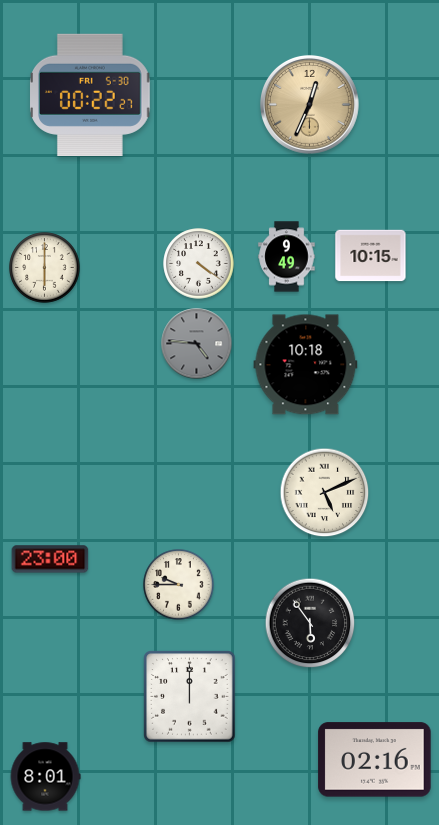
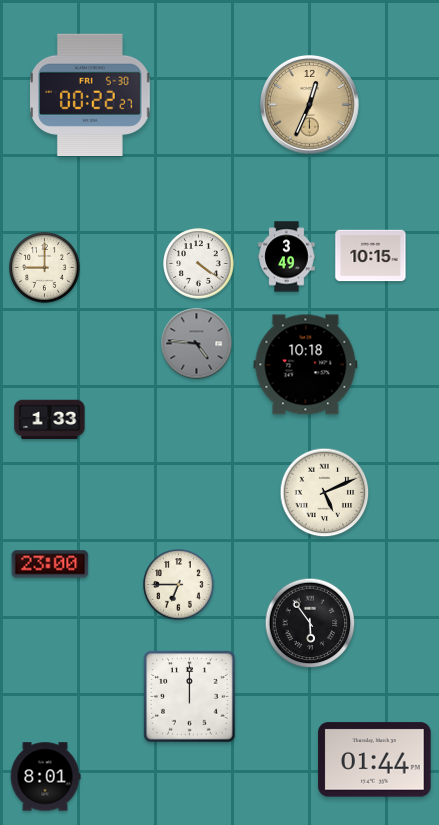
clock at (287, 257): 9:49 -> 3:49
clock at (45, 268): 6:00 -> 9:00
clock at (50, 420): none -> 1:33
clock at (50, 559) position: (50, 559) -> (50, 564)
clock at (179, 585): 9:45 -> 6:45
clock at (375, 760): 02:16 -> 01:44
